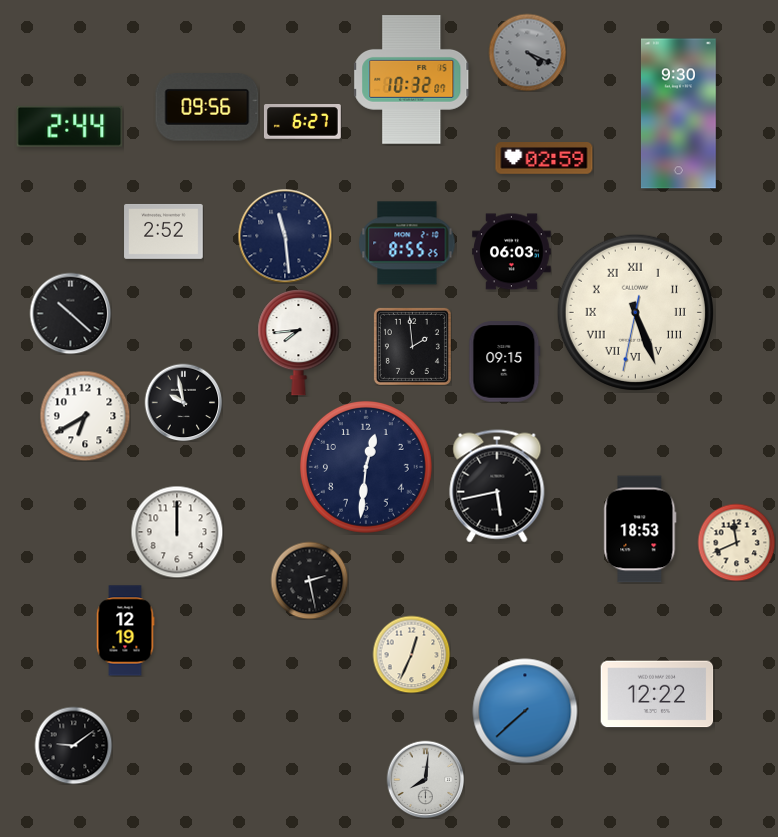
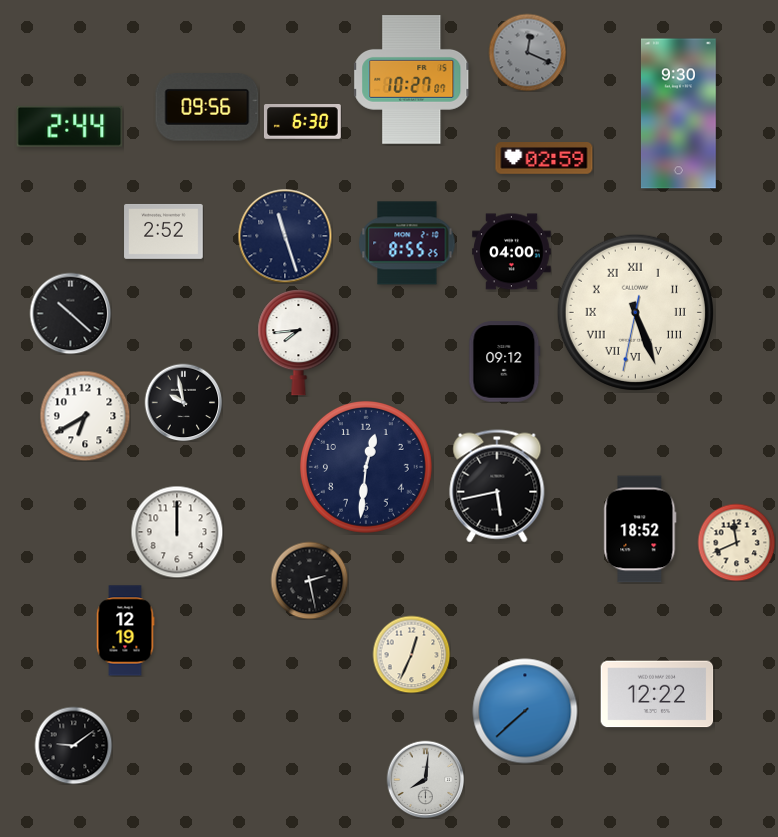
clock at (527, 52): 4:19 -> 12:19
clock at (412, 80): 10:32 -> 10:27
clock at (302, 122): 6:27 -> 6:30
clock at (285, 236): 11:29 -> 11:27
clock at (512, 252): 06:03 -> 04:00
clock at (412, 346): 1:59 -> none
clock at (505, 362): 09:15 -> 09:12
clock at (640, 529): 18:53 -> 18:52
